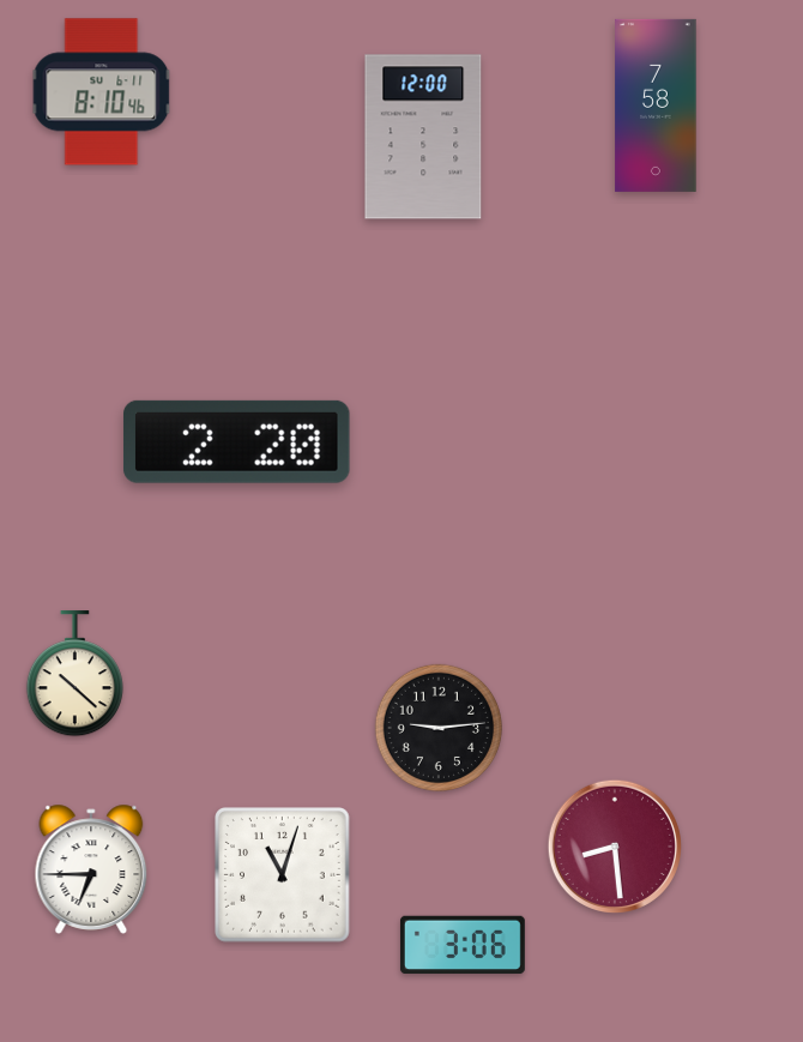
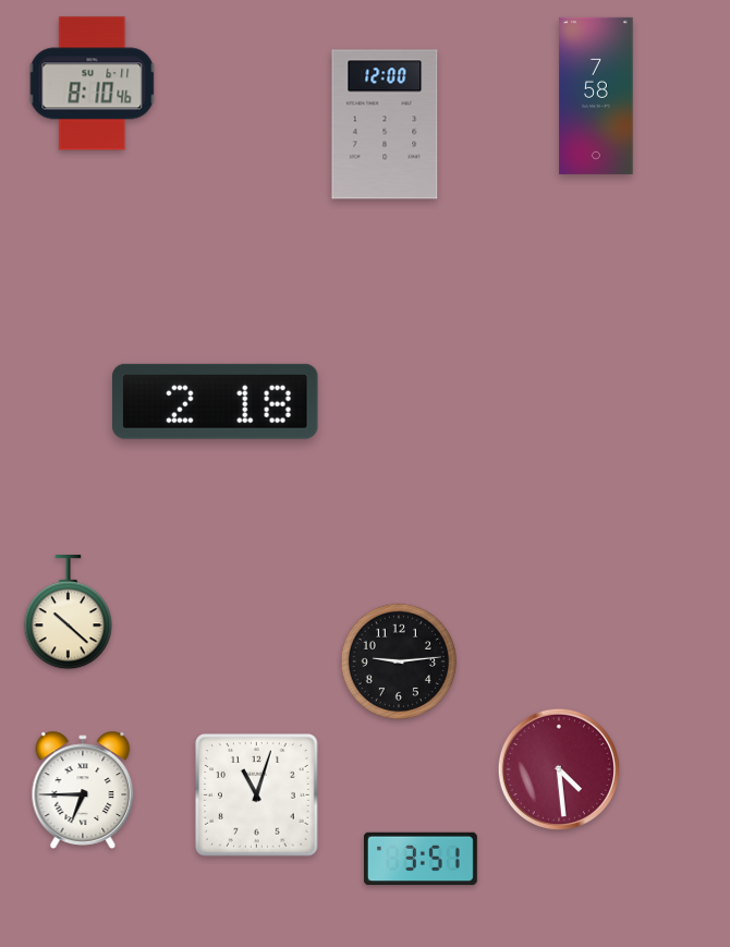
clock at (237, 441): 2:20 -> 2:18
clock at (614, 845): 8:29 -> 4:29
clock at (463, 945): 3:06 -> 3:51
